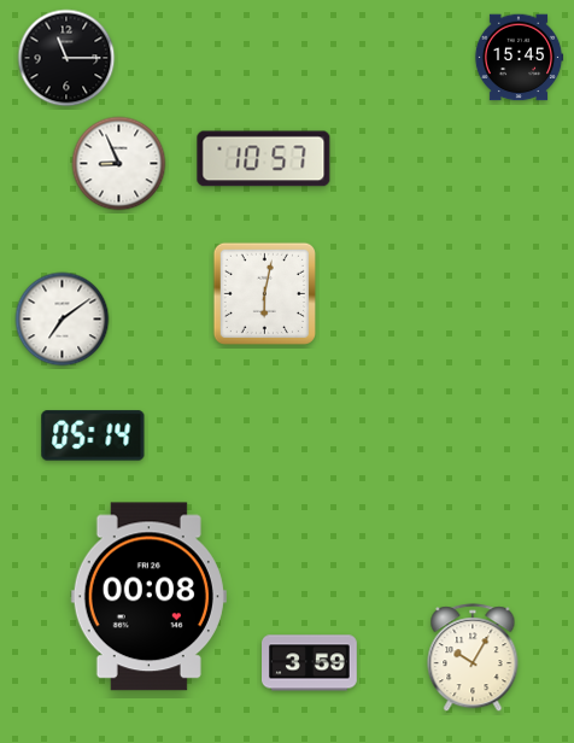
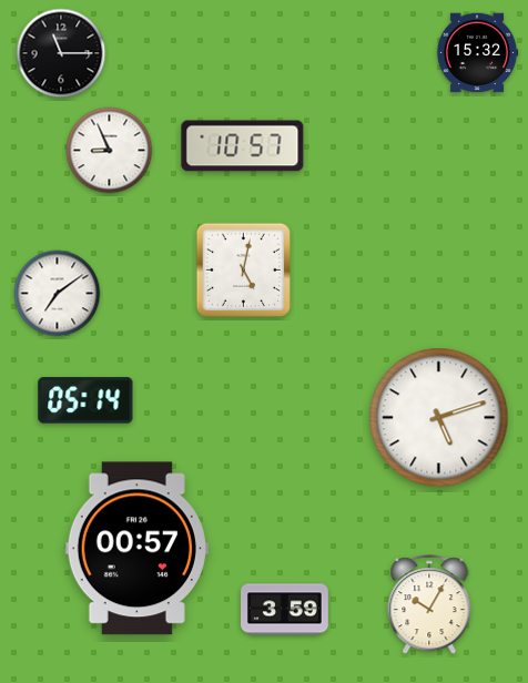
clock at (519, 58): 15:45 -> 15:32
clock at (264, 293): 6:02 -> 5:02
clock at (439, 418): none -> 5:12
clock at (148, 597): 00:08 -> 00:57
clock at (473, 659) position: (473, 659) -> (429, 605)
